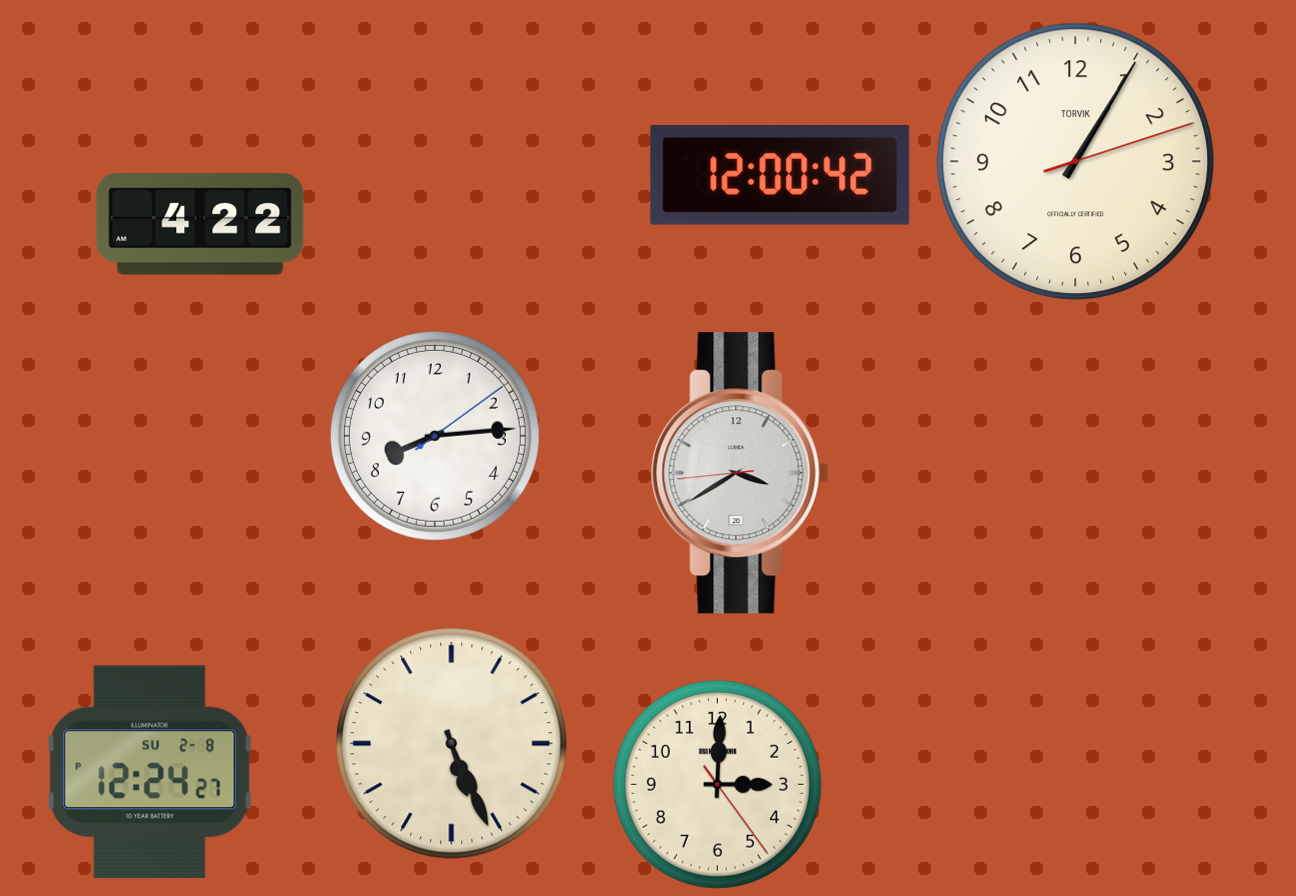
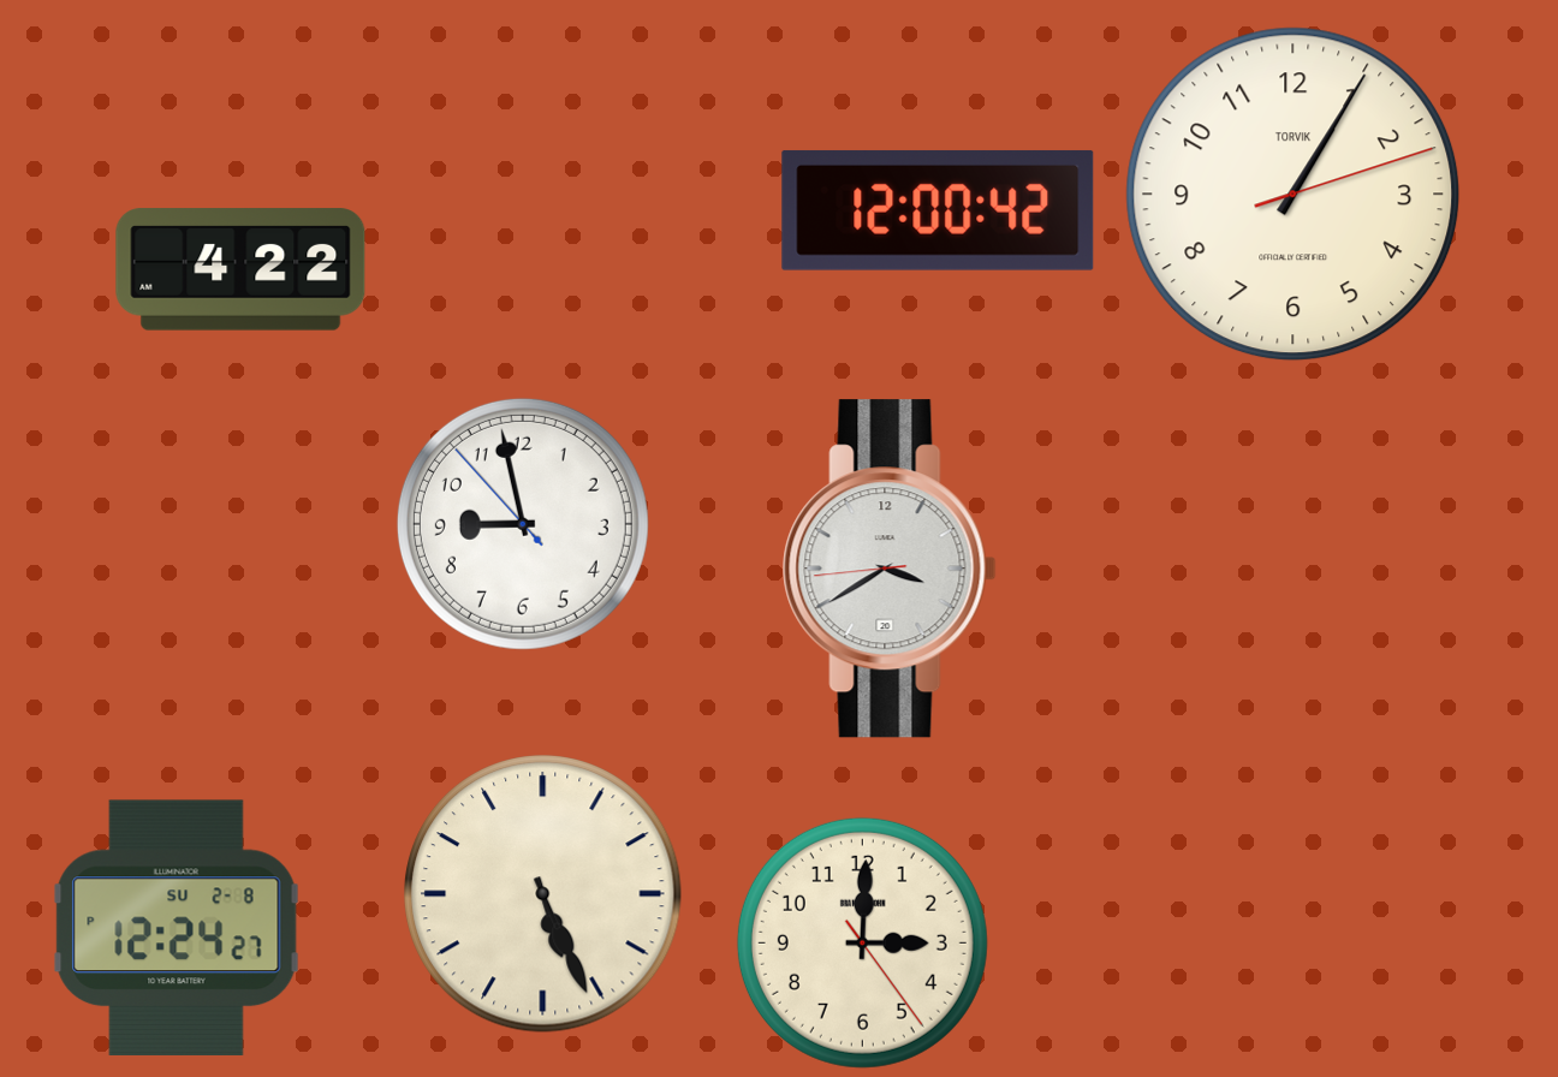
clock at (435, 436): 8:14 -> 8:57
clock at (150, 772) position: (150, 772) -> (177, 928)
